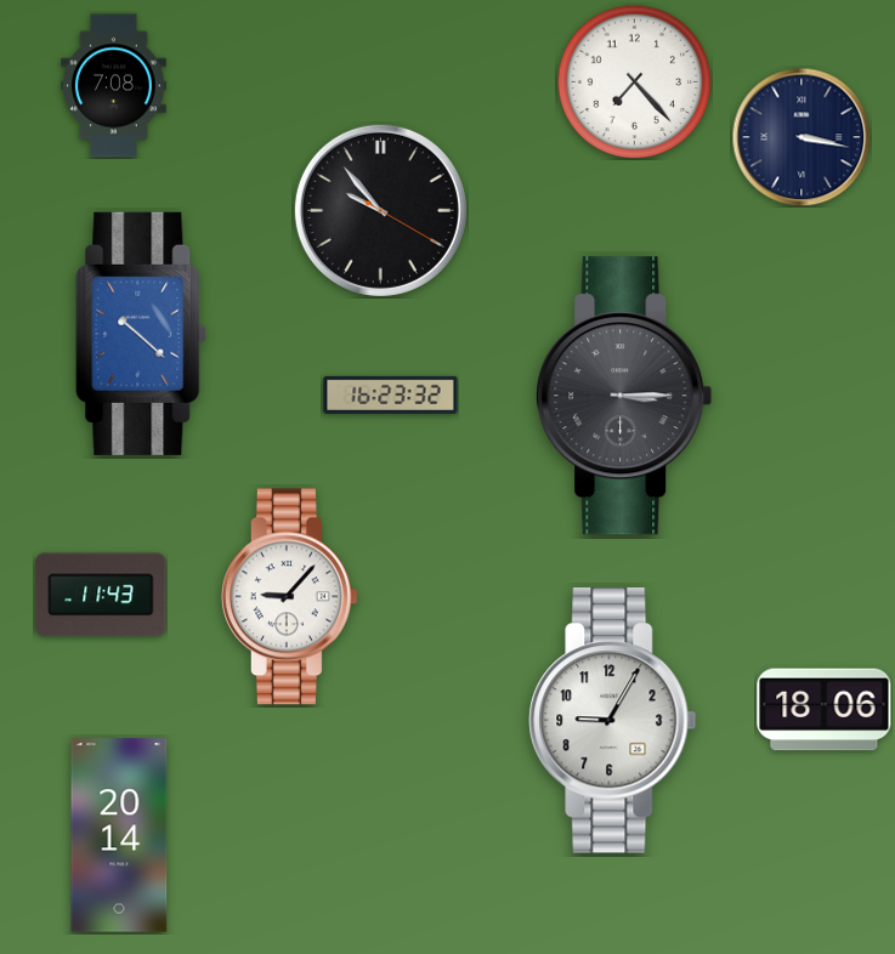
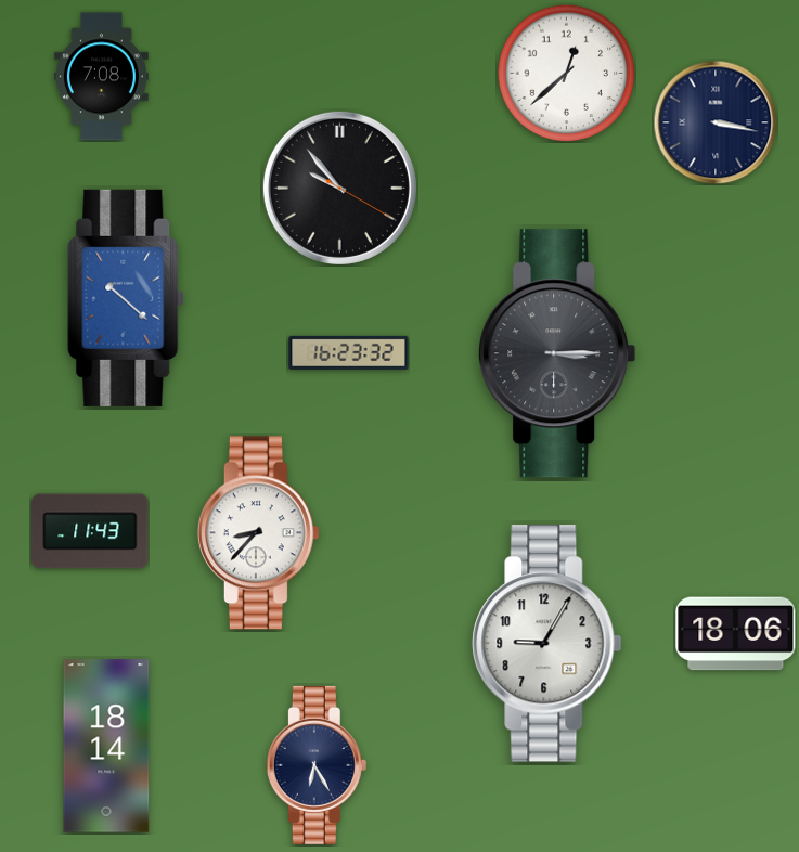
clock at (634, 81): 7:23 -> 12:38
clock at (289, 597): 9:07 -> 8:37
clock at (119, 835): 20:14 -> 18:14
clock at (317, 765): none -> 6:25
